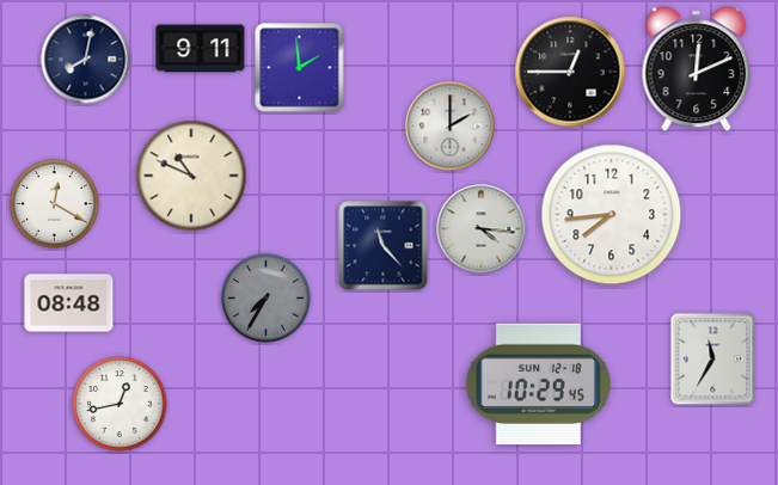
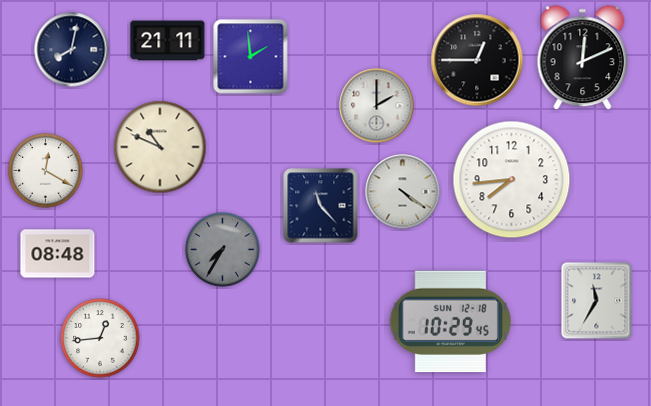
clock at (201, 49): 9:11 -> 21:11
clock at (482, 229): 4:16 -> 4:21
clock at (120, 404): 12:43 -> 12:44
